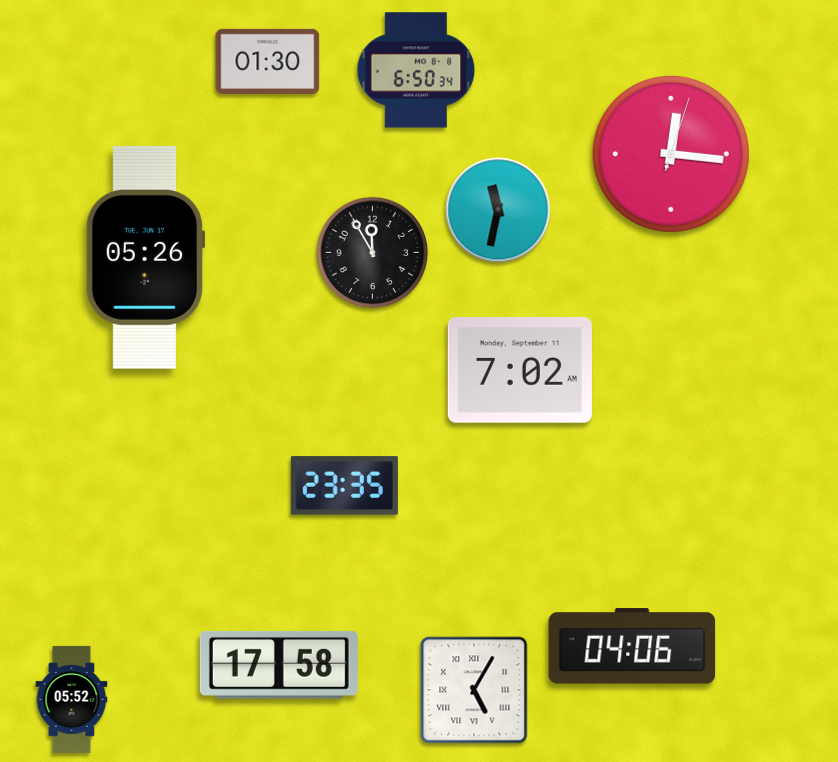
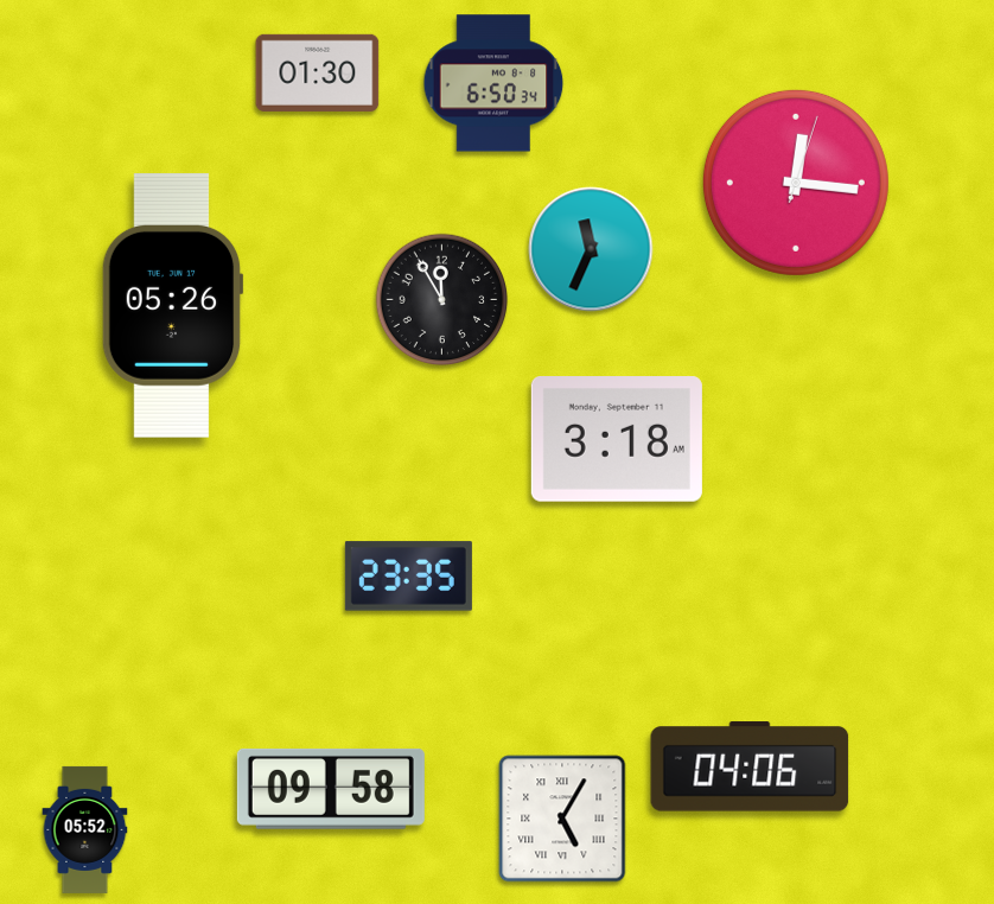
clock at (498, 210): 11:32 -> 11:34
clock at (520, 371): 7:02 -> 3:18
clock at (279, 665): 17:58 -> 09:58
